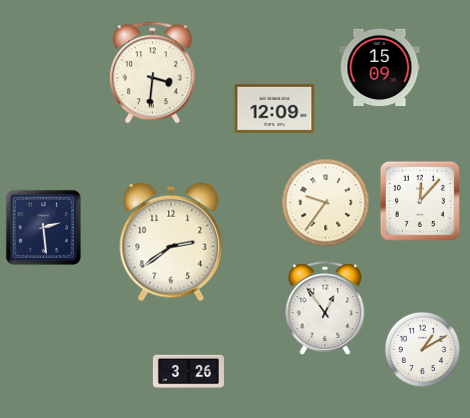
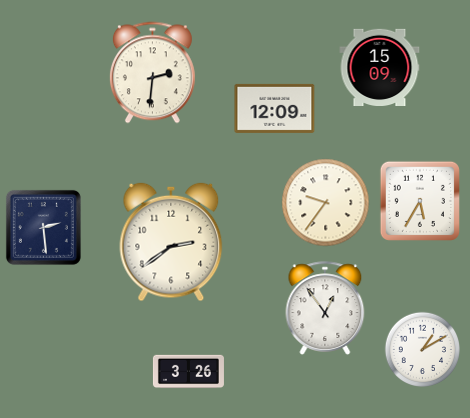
clock at (152, 73): 3:31 -> 2:31
clock at (420, 201): 12:07 -> 5:35
